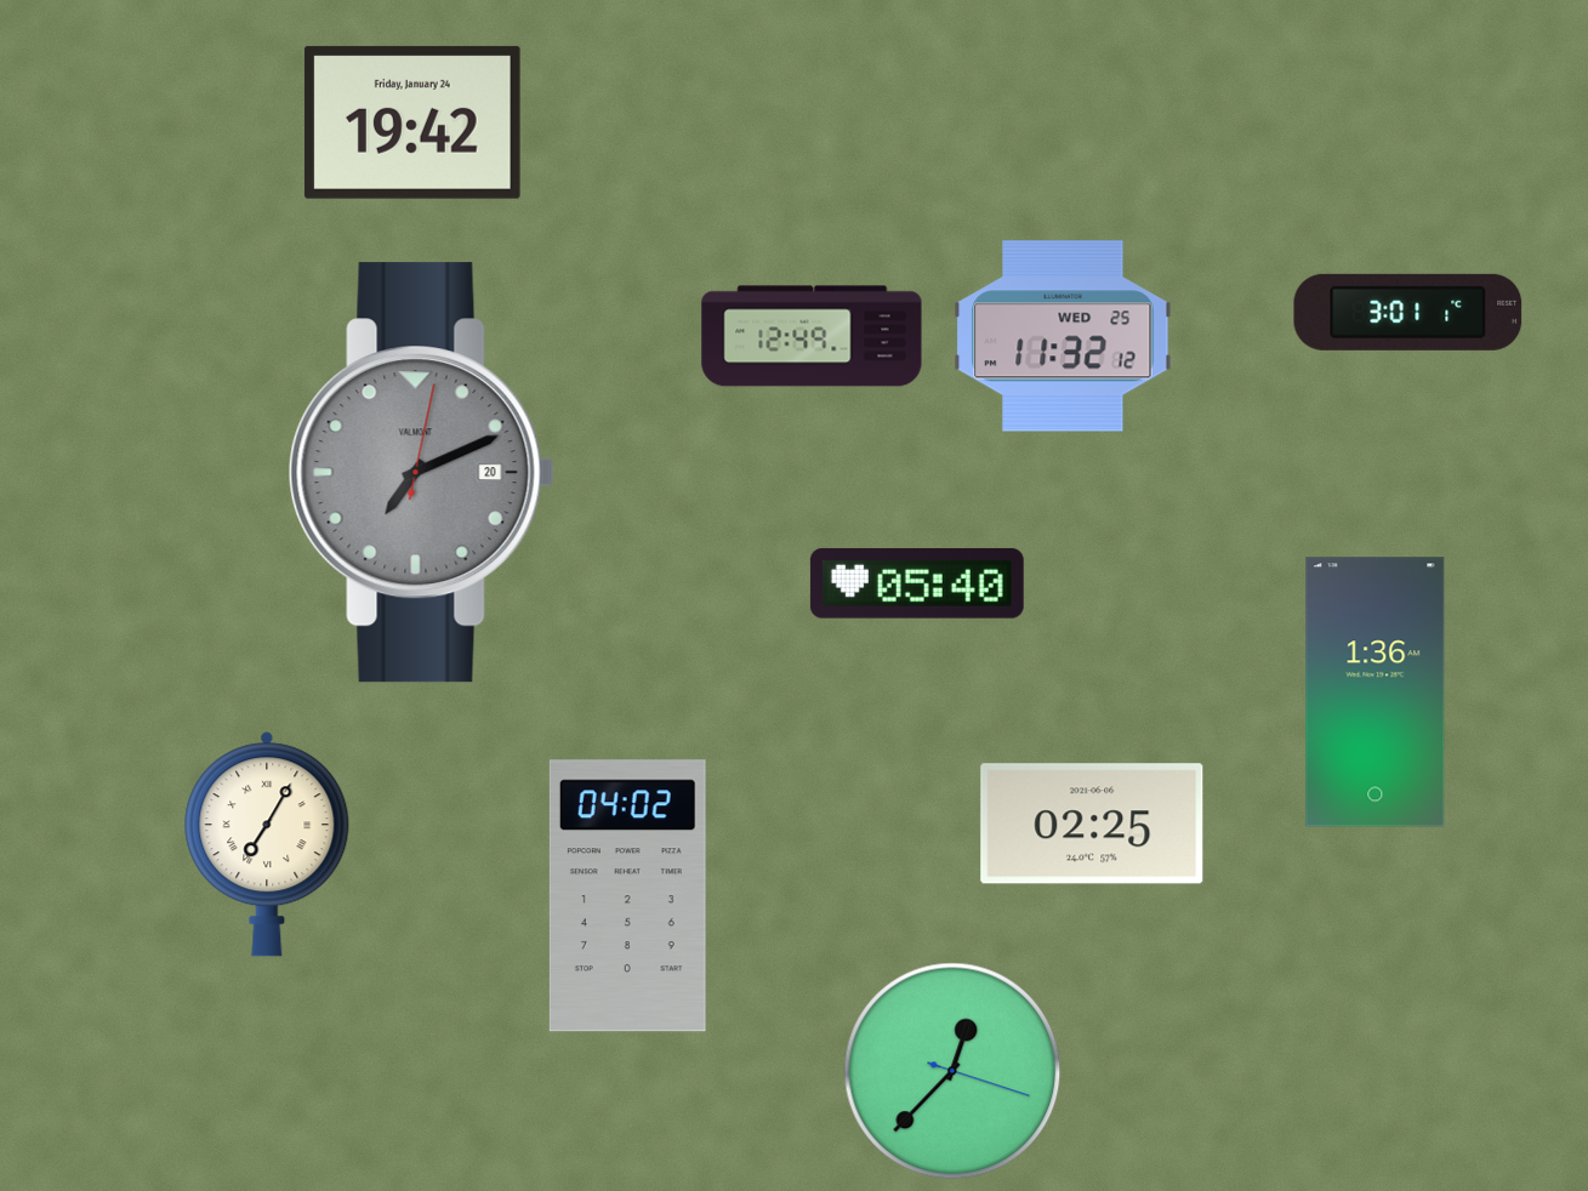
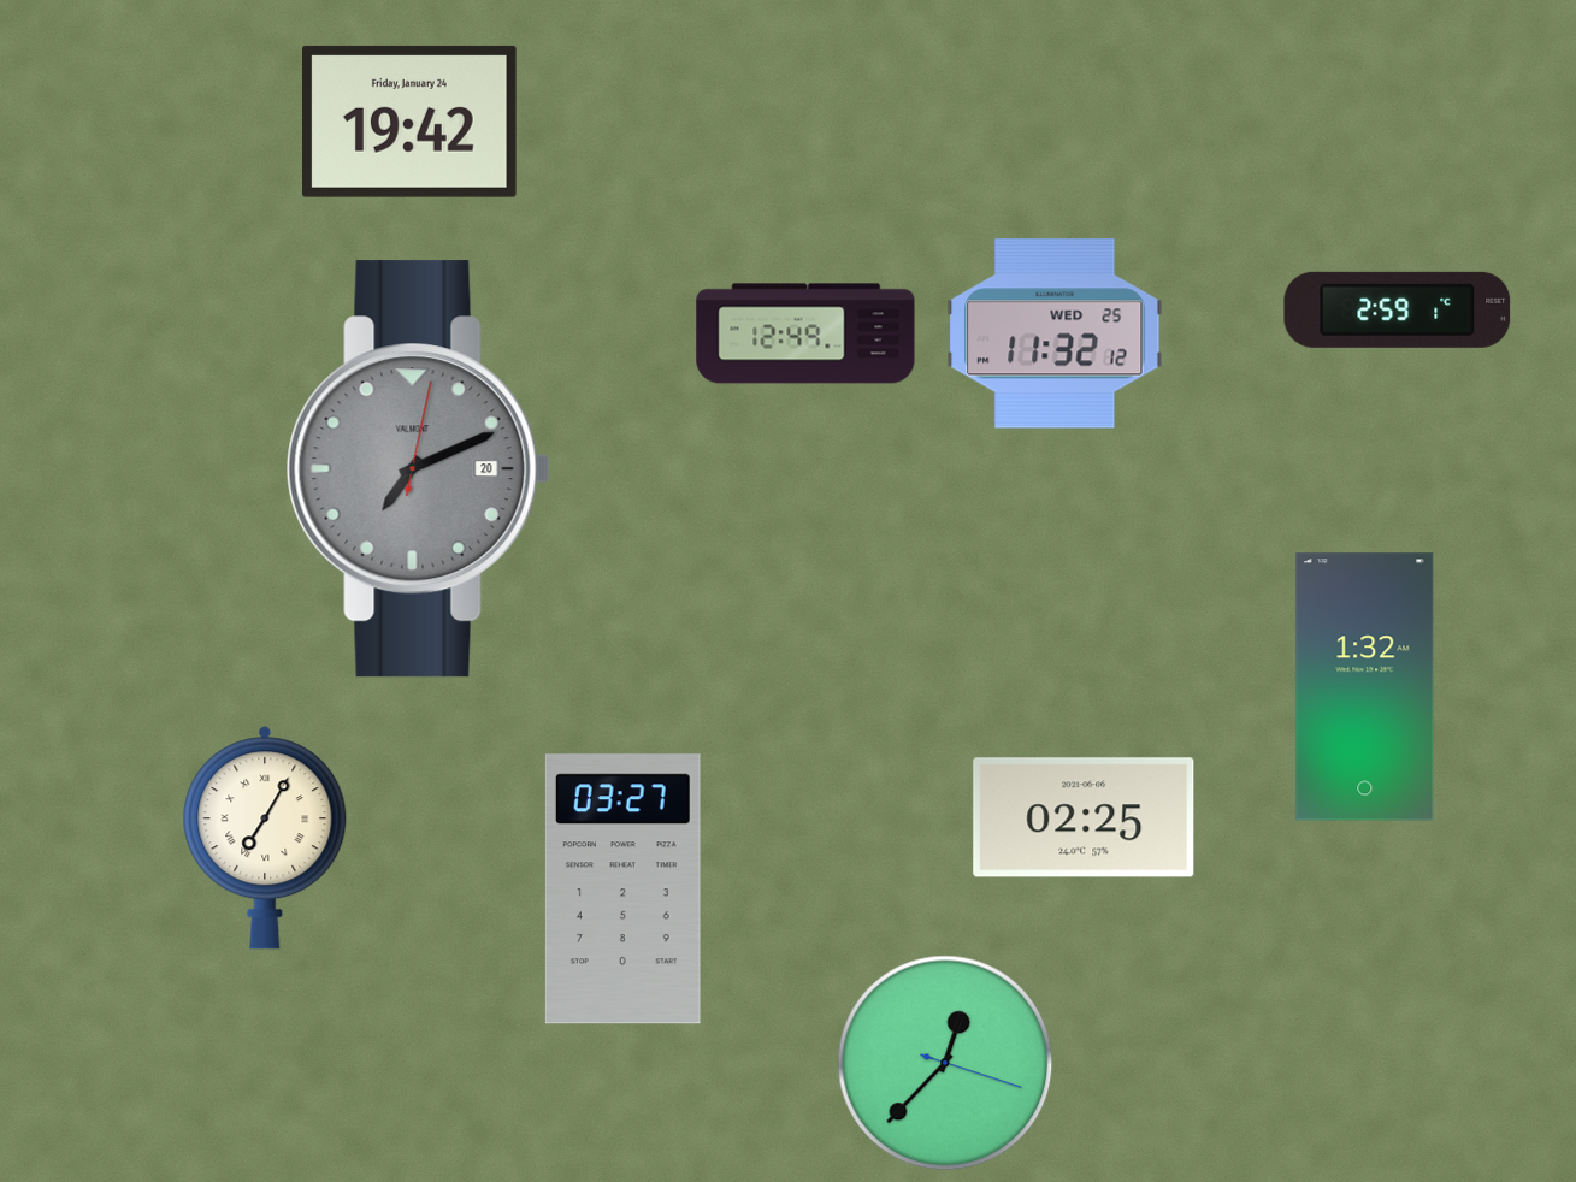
clock at (1408, 312): 3:01 -> 2:59
clock at (917, 583): 05:40 -> none
clock at (1376, 693): 1:36 -> 1:32
clock at (627, 896): 04:02 -> 03:27
